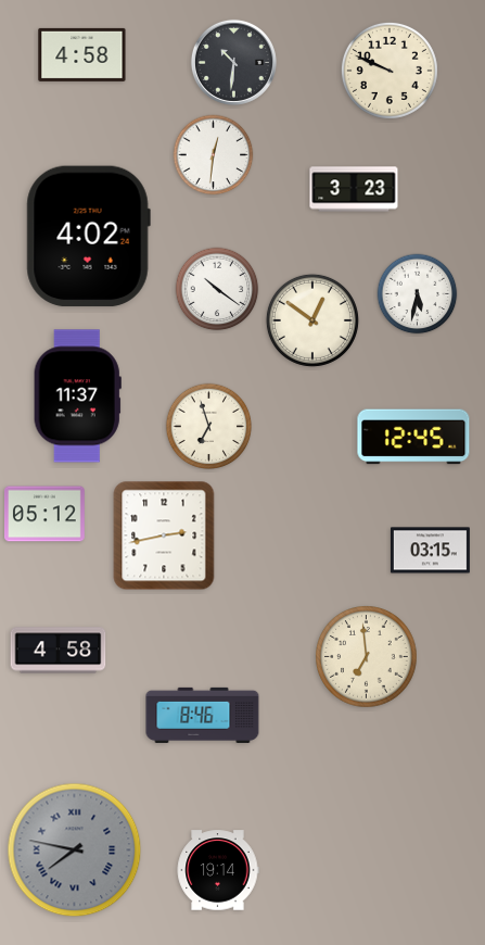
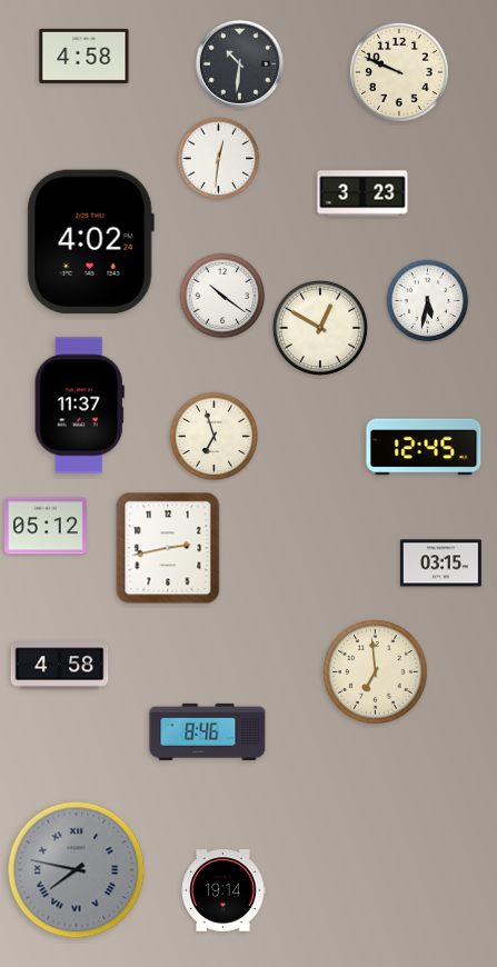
clock at (312, 320): 12:51 -> 12:50
